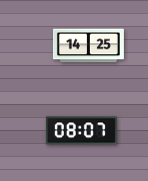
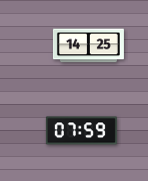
clock at (81, 131): 08:07 -> 07:59
